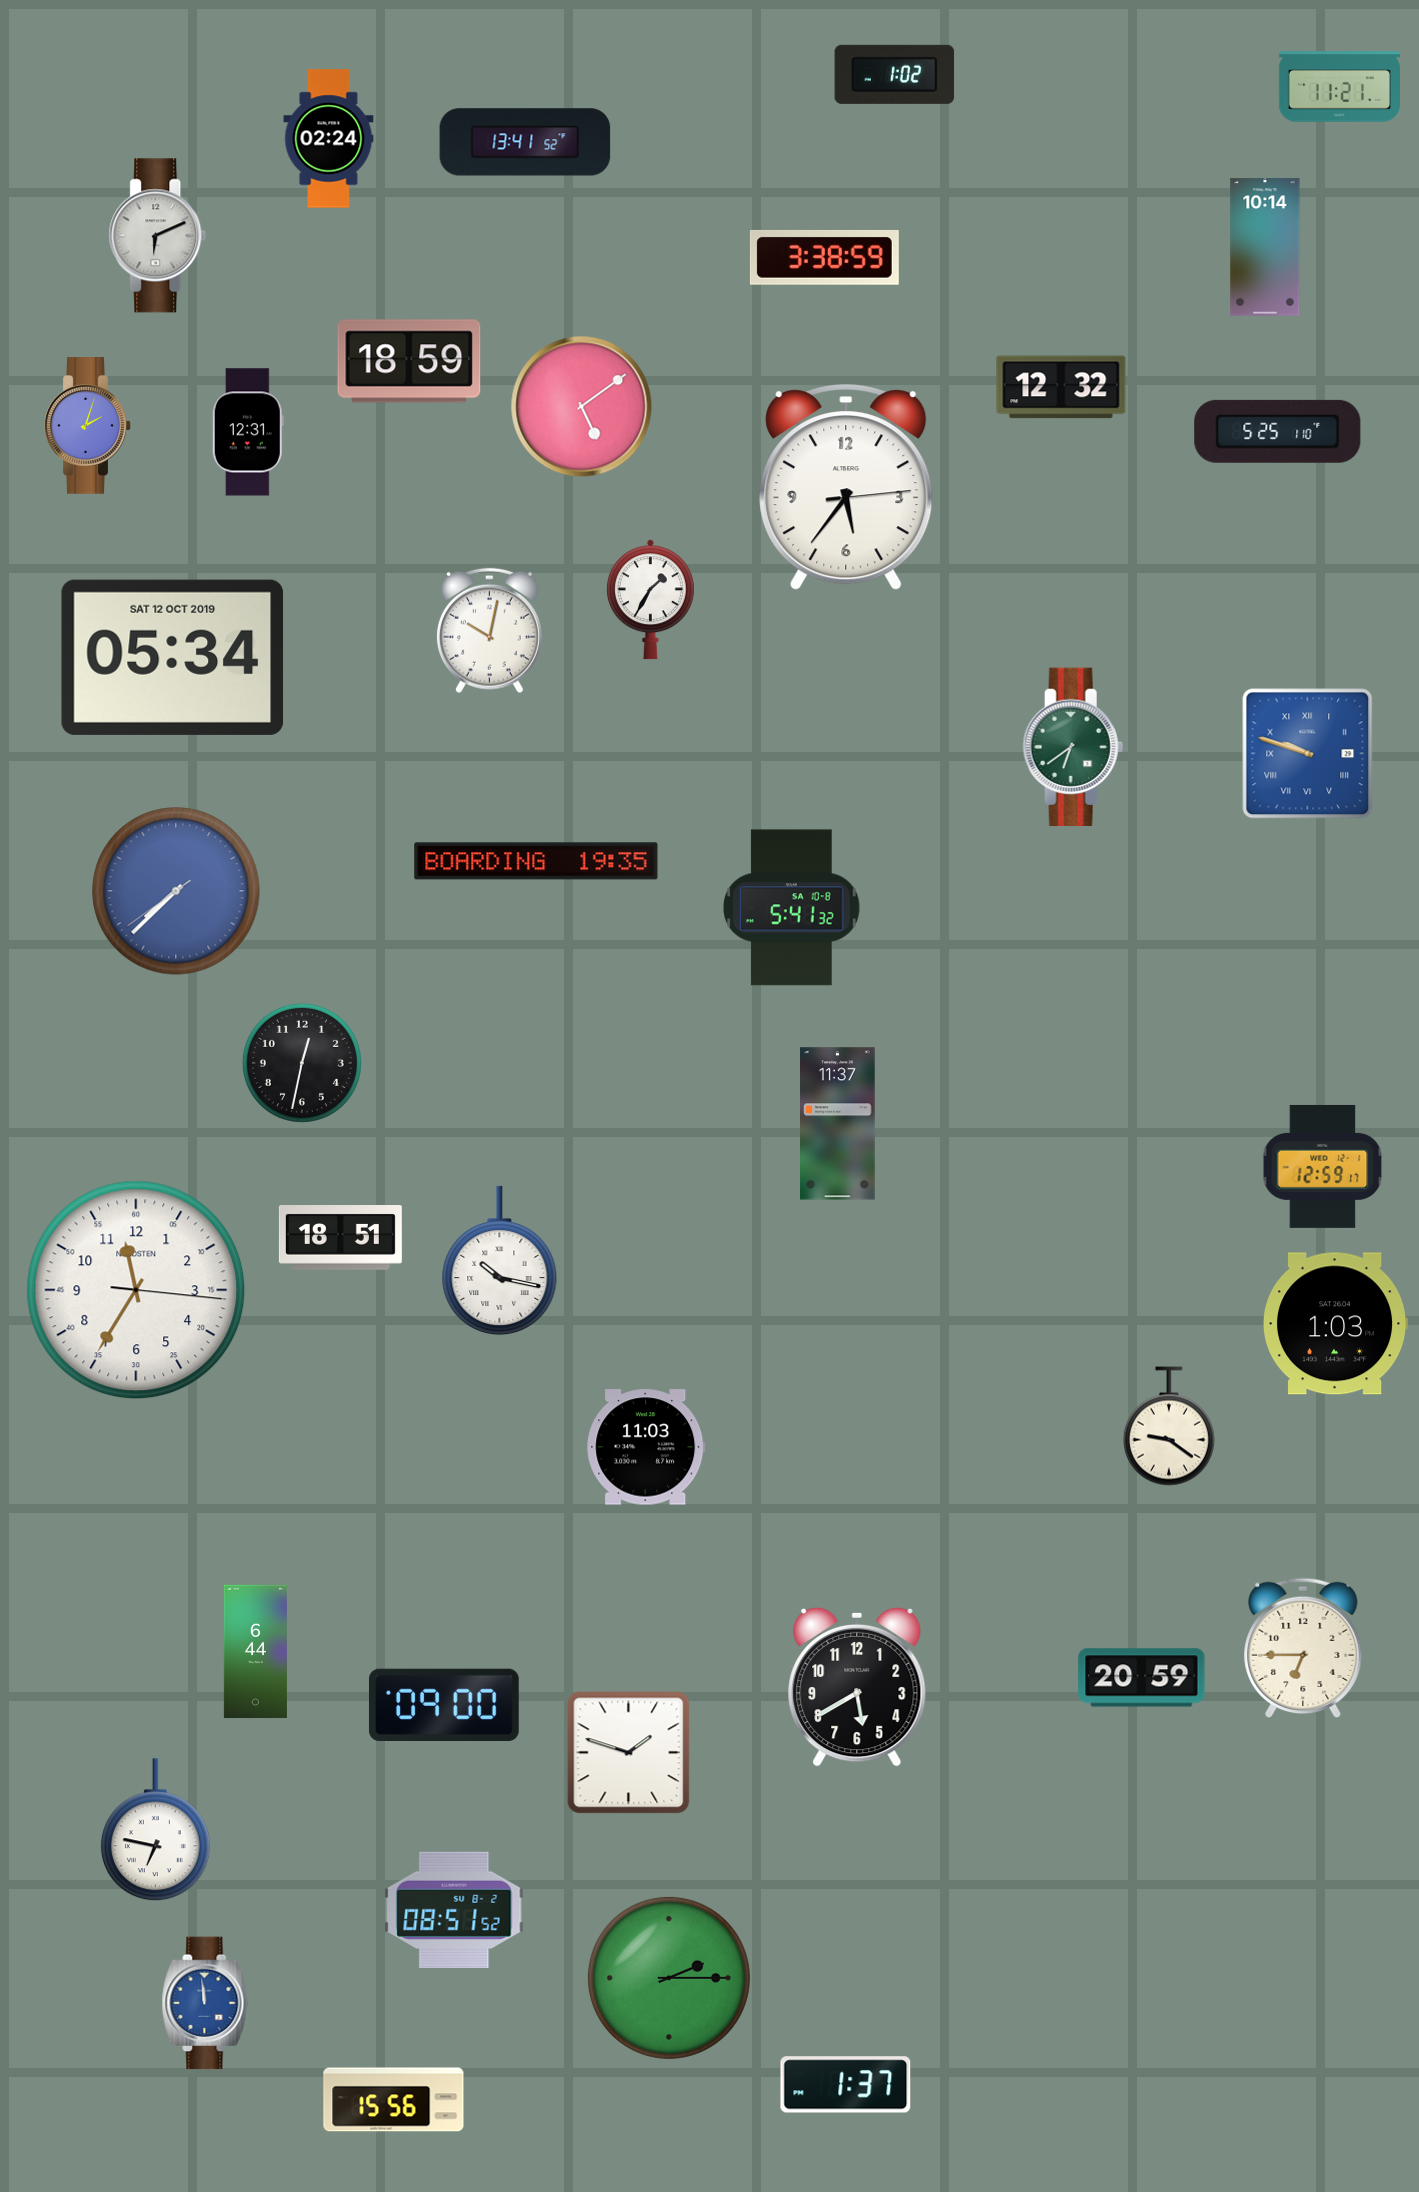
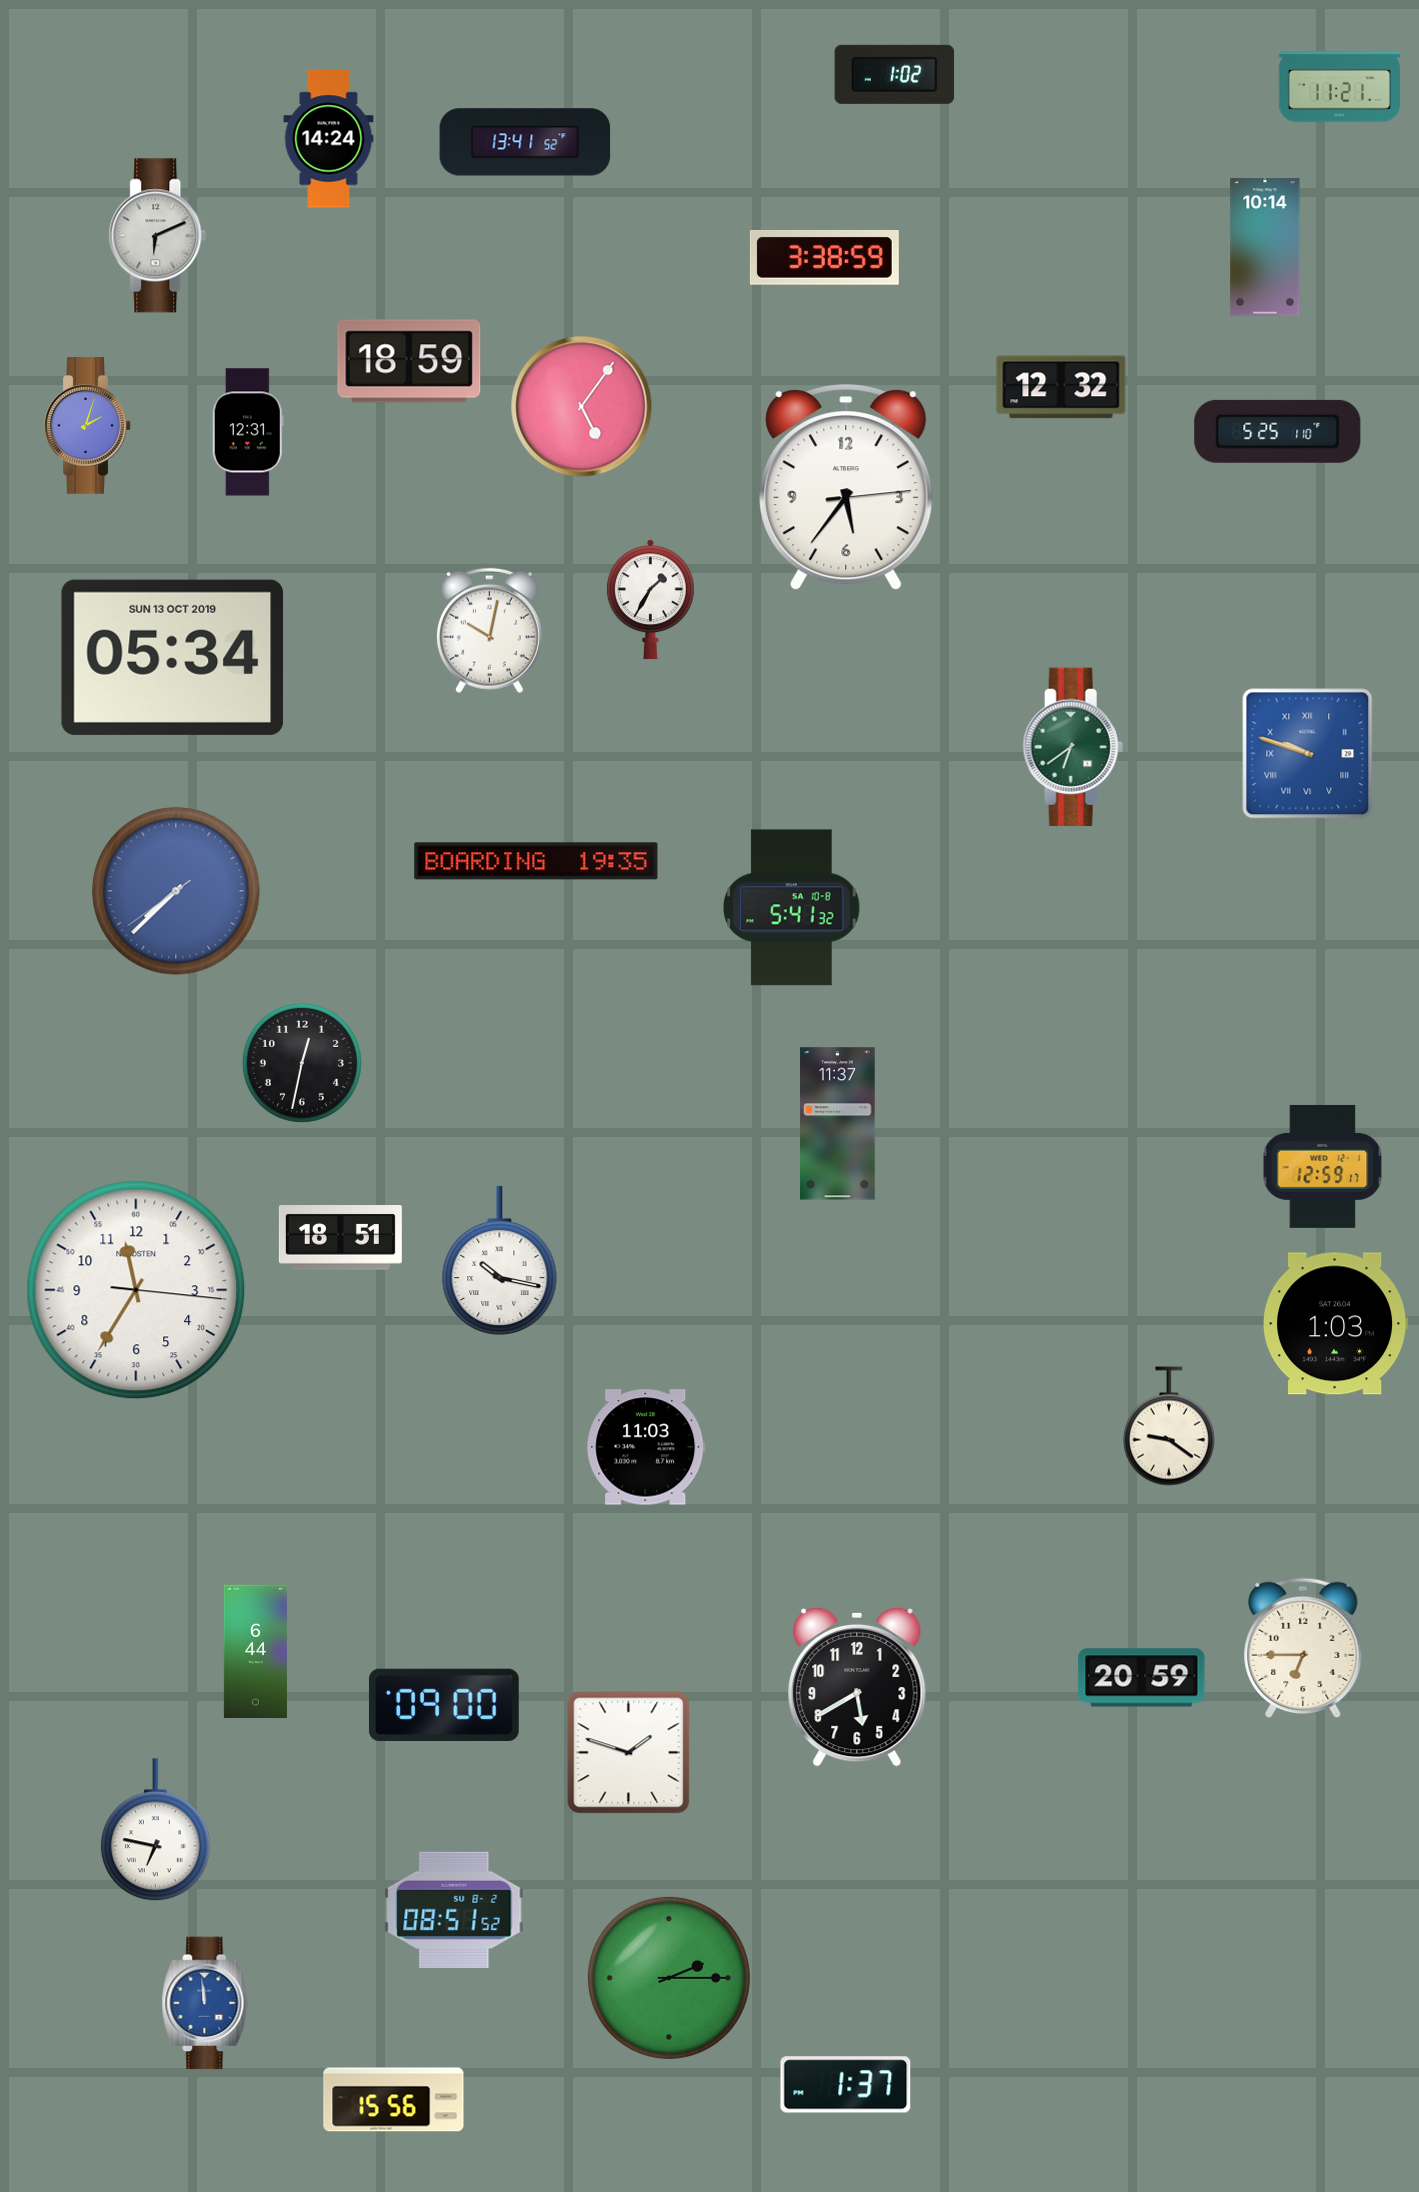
clock at (329, 139): 02:24 -> 14:24
clock at (582, 407): 5:09 -> 5:06
clock at (173, 657) date: SAT 12 OCT 2019 -> SUN 13 OCT 2019
